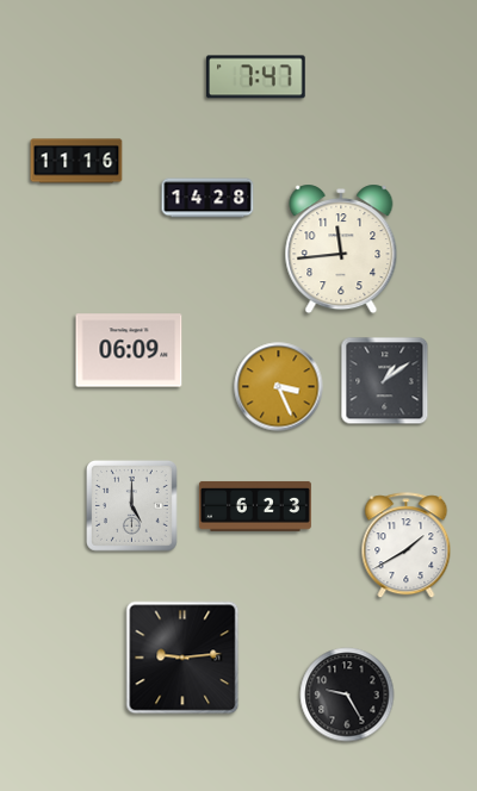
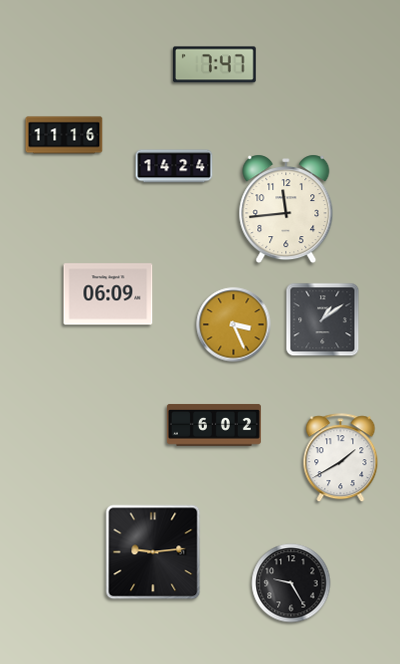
clock at (207, 198): 14:28 -> 14:24
clock at (132, 506): 5:00 -> none
clock at (255, 506): 6:23 -> 6:02
